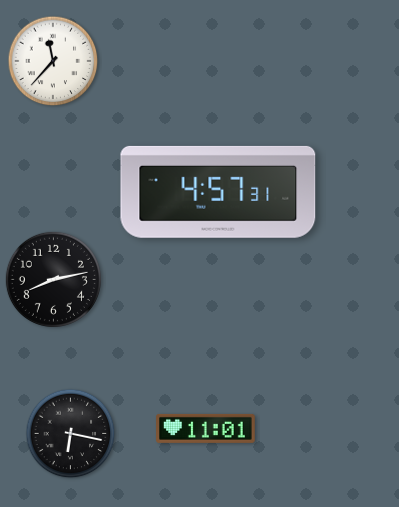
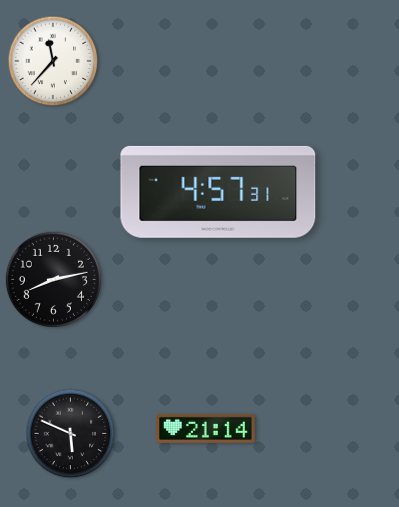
clock at (206, 428): 11:01 -> 21:14
clock at (71, 434): 6:17 -> 5:49
